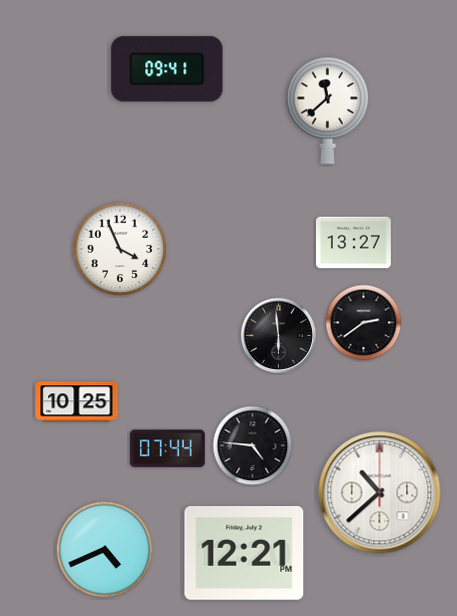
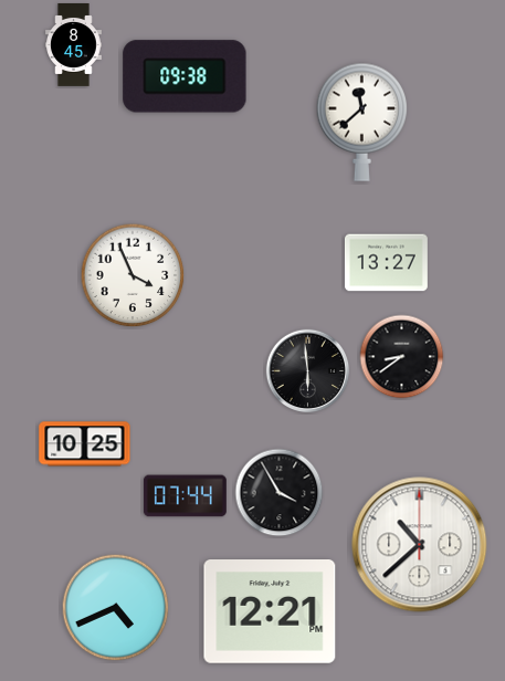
clock at (74, 45): none -> 8:45
clock at (167, 69): 09:41 -> 09:38
clock at (353, 243) position: (353, 243) -> (386, 263)
clock at (364, 323): 2:39 -> 8:39
clock at (253, 446): 4:46 -> 3:55
